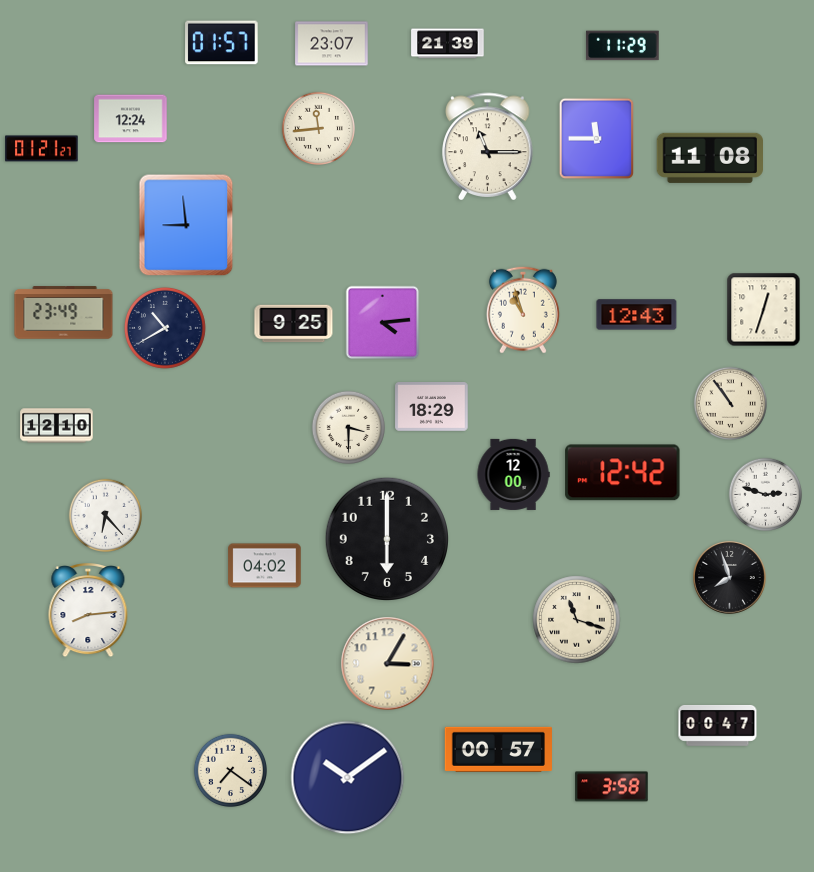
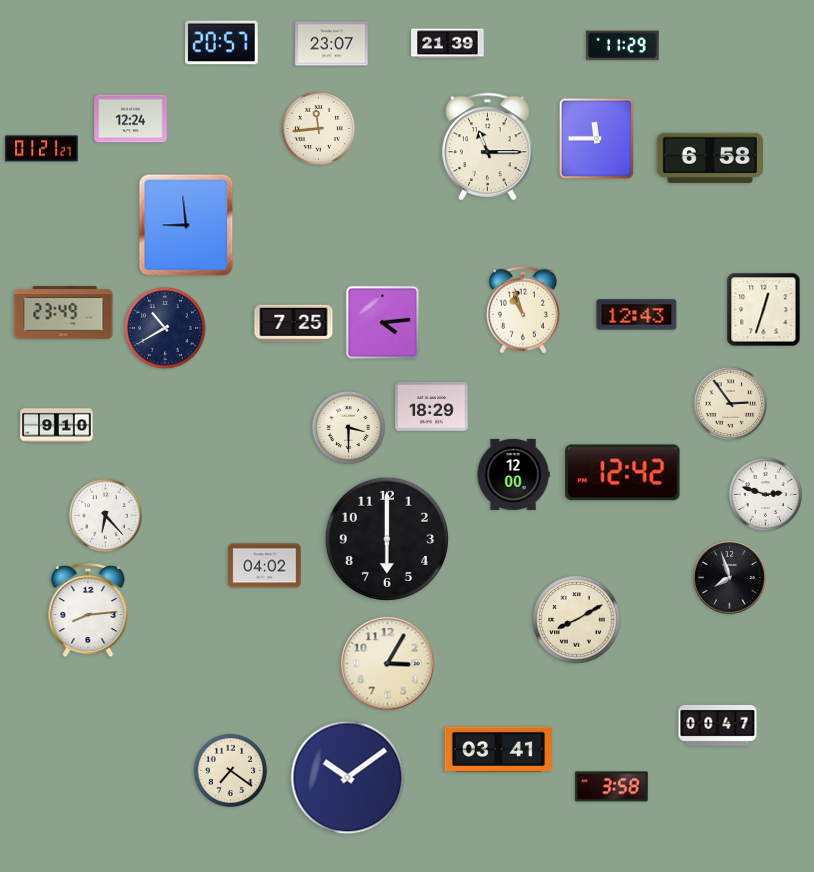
clock at (222, 43): 01:57 -> 20:57
clock at (709, 158): 11:08 -> 6:58
clock at (294, 324): 9:25 -> 7:25
clock at (731, 404): 10:54 -> 2:54
clock at (57, 426): 12:10 -> 9:10
clock at (577, 620): 11:18 -> 8:10
clock at (498, 749): 00:57 -> 03:41
